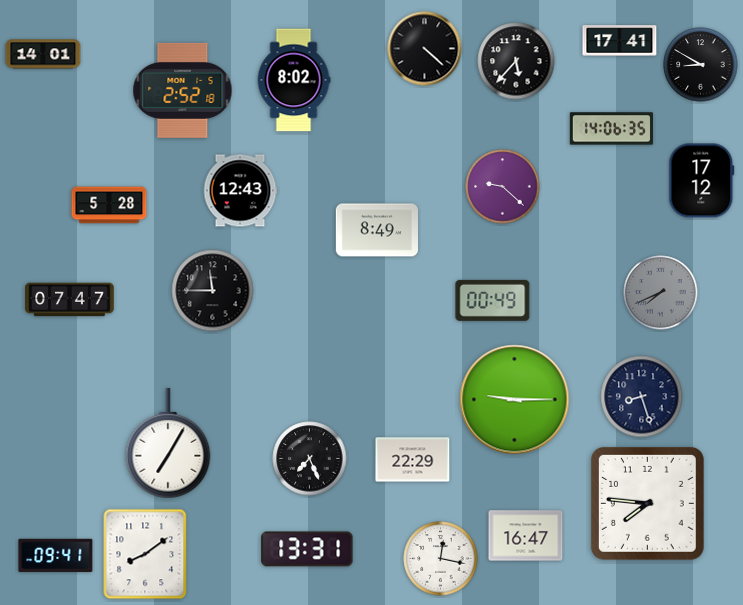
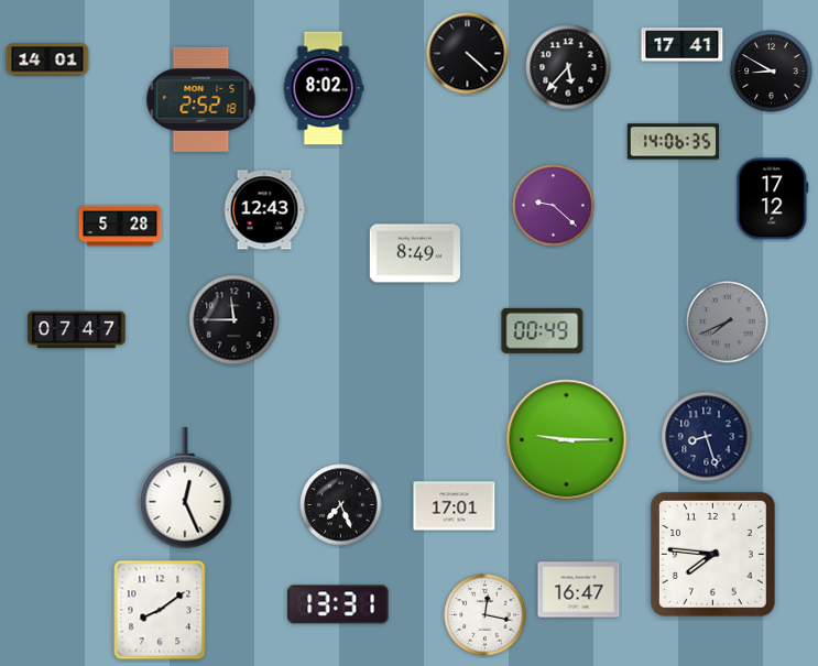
clock at (168, 443): 7:05 -> 12:26
clock at (413, 460): 22:29 -> 17:01
clock at (56, 555): 09:41 -> none
